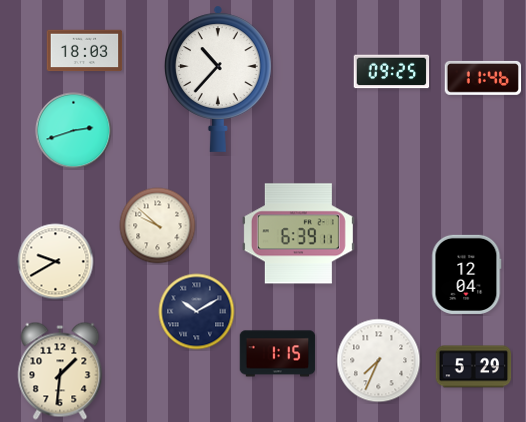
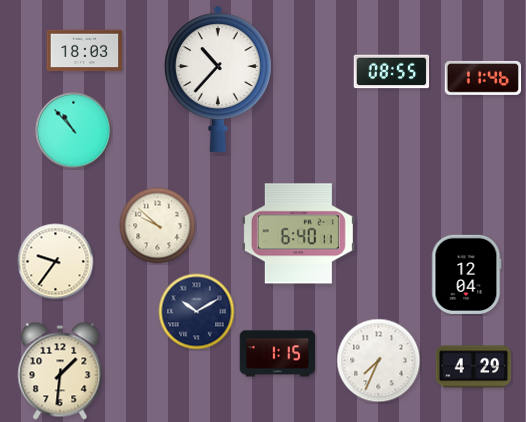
clock at (392, 72): 09:25 -> 08:55
clock at (74, 131): 2:42 -> 10:53
clock at (298, 234): 6:39 -> 6:40
clock at (56, 262): 9:40 -> 9:36
clock at (474, 367): 5:29 -> 4:29
